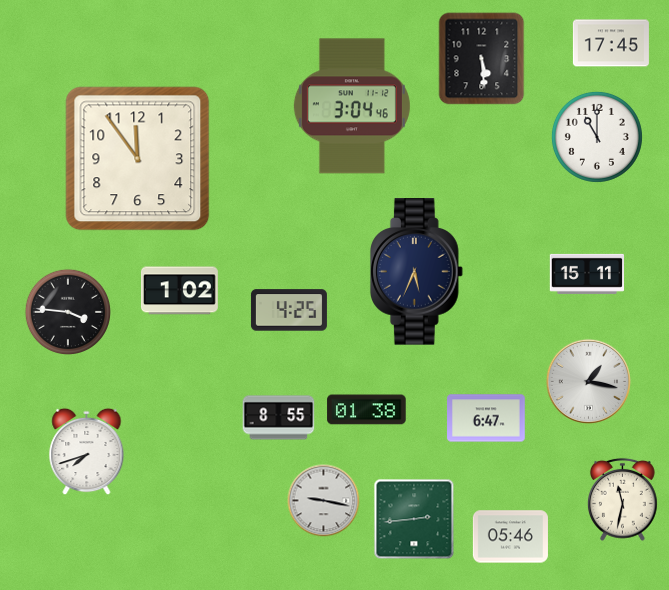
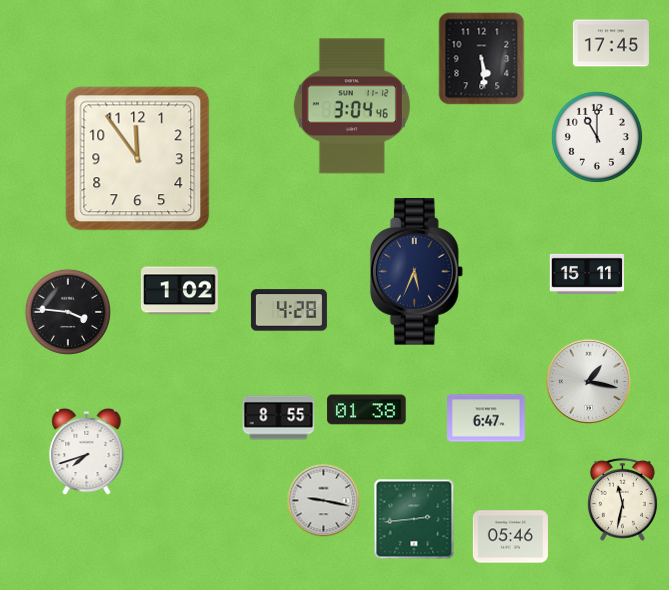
clock at (289, 310): 4:25 -> 4:28
